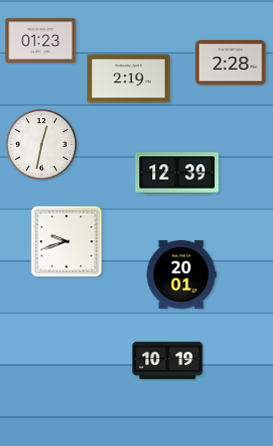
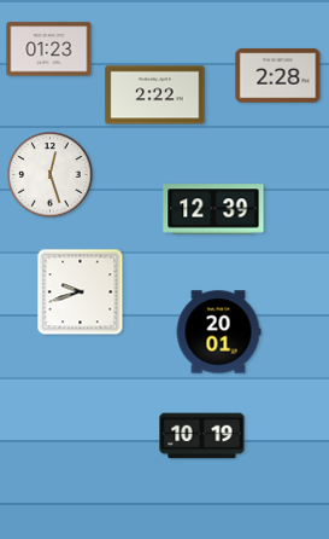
clock at (129, 79): 2:19 -> 2:22
clock at (42, 145): 12:32 -> 12:27
